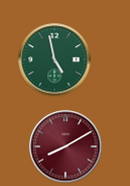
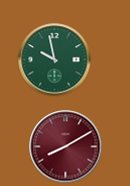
clock at (55, 60): 4:58 -> 9:58
